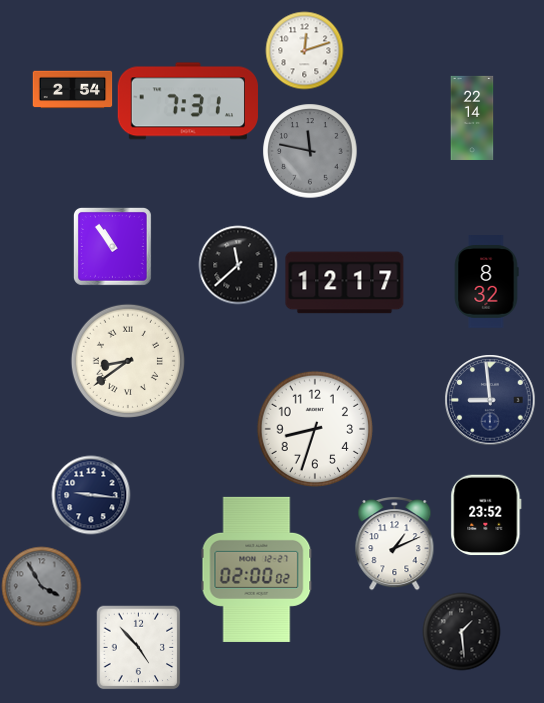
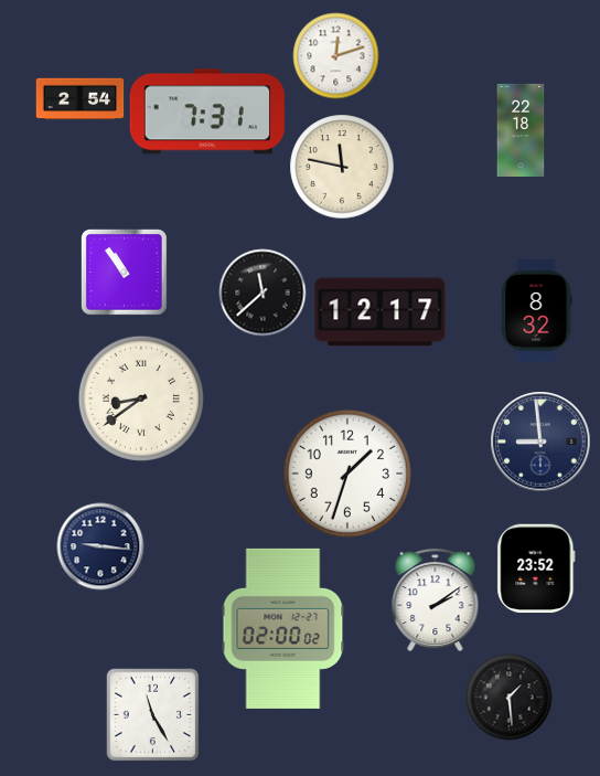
clock at (472, 117): 22:14 -> 22:18
clock at (310, 151) dial: grey -> cream
clock at (314, 428): 8:33 -> 1:33
clock at (395, 544): 1:11 -> 2:09
clock at (41, 586): 3:55 -> none
clock at (138, 647): 4:53 -> 11:25
